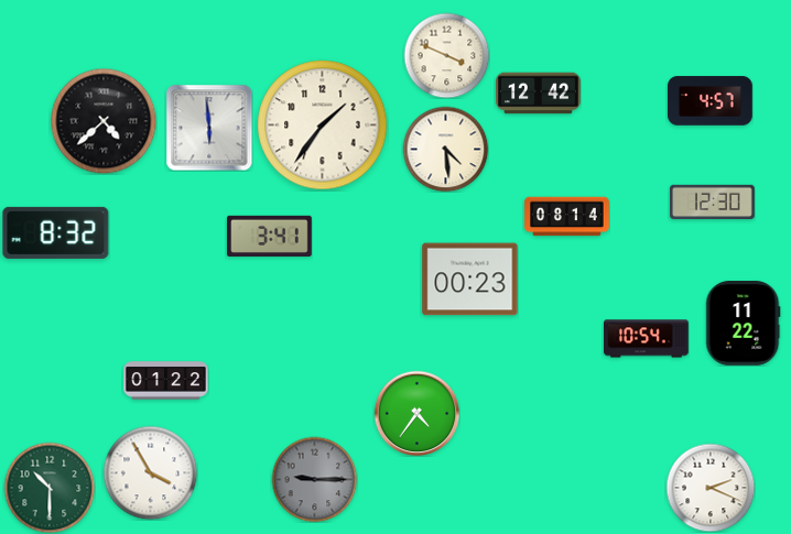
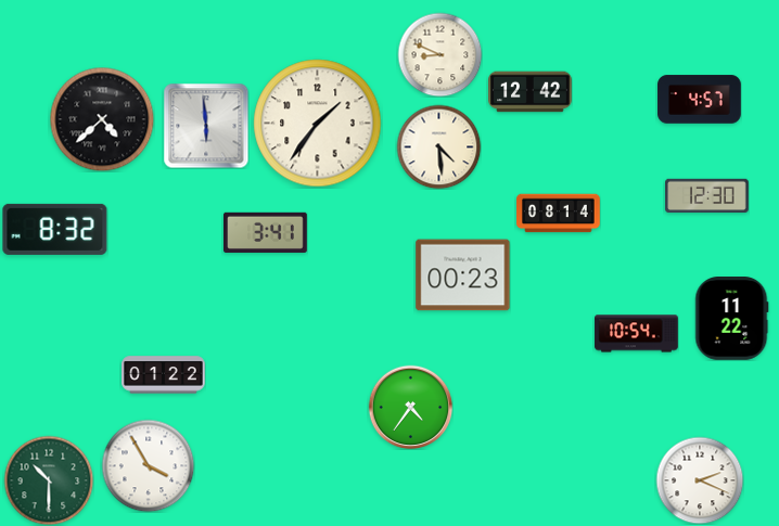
clock at (446, 55): 3:49 -> 8:49
clock at (713, 203) position: (713, 203) -> (707, 196)
clock at (314, 479): 9:15 -> none
